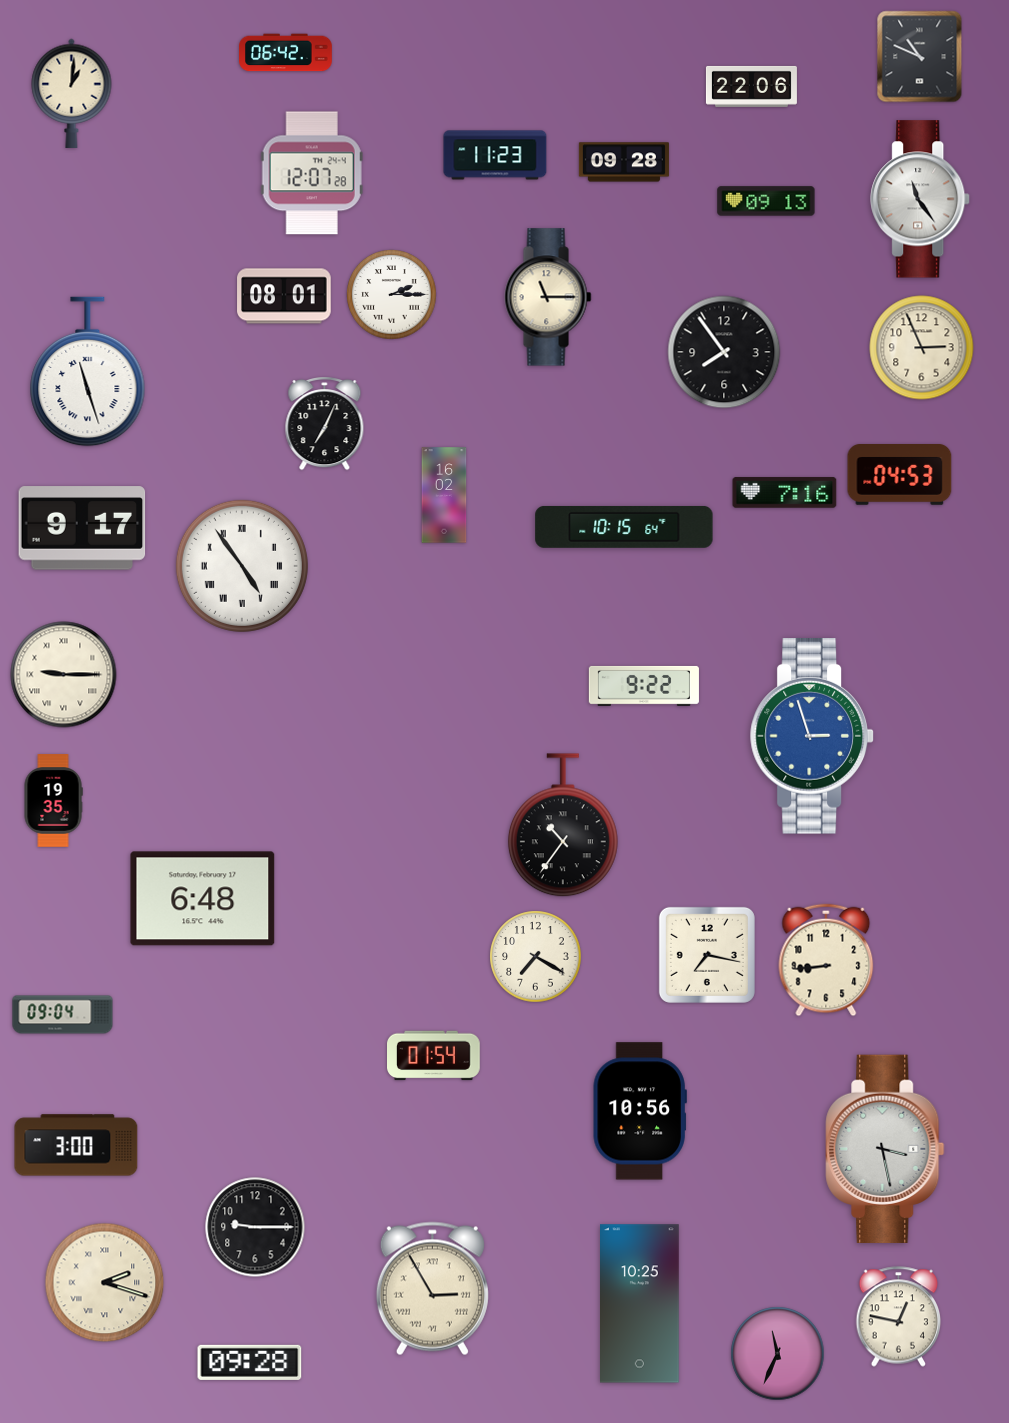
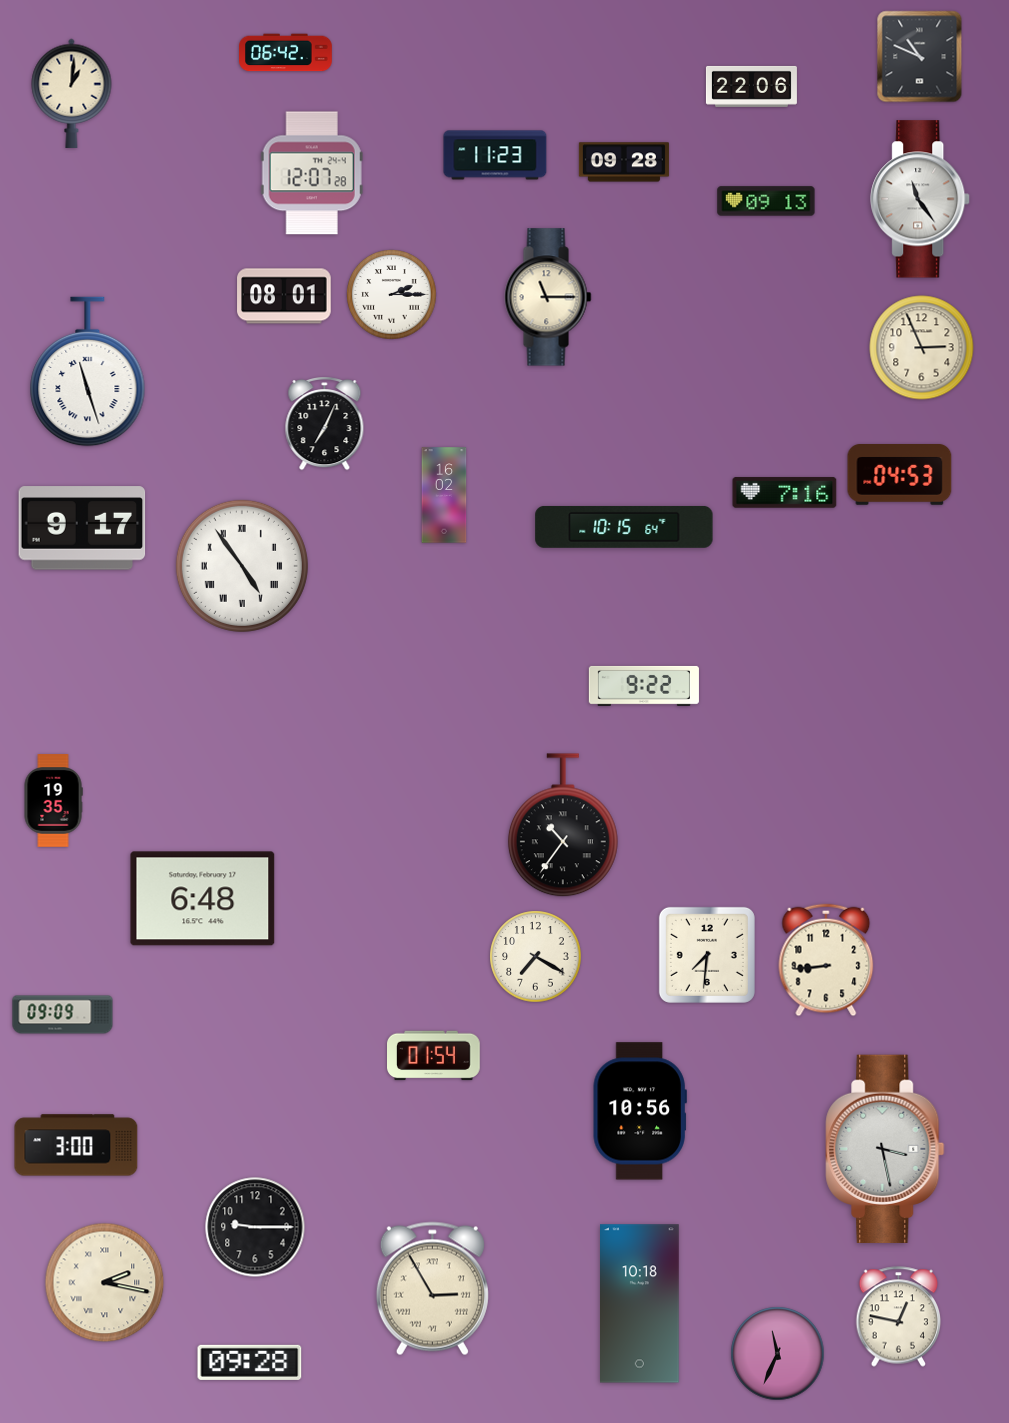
clock at (724, 352): 7:54 -> none
clock at (64, 675): 9:15 -> none
clock at (812, 737): 2:57 -> none
clock at (707, 955): 7:17 -> 7:31
clock at (63, 1015): 09:04 -> 09:09
clock at (105, 1283): 2:18 -> 2:17
clock at (640, 1304): 10:25 -> 10:18
